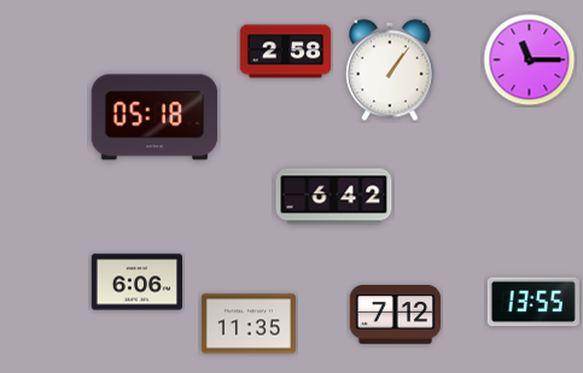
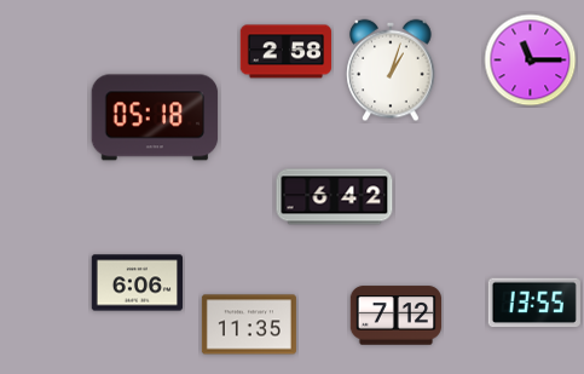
clock at (390, 70): 1:06 -> 1:03
